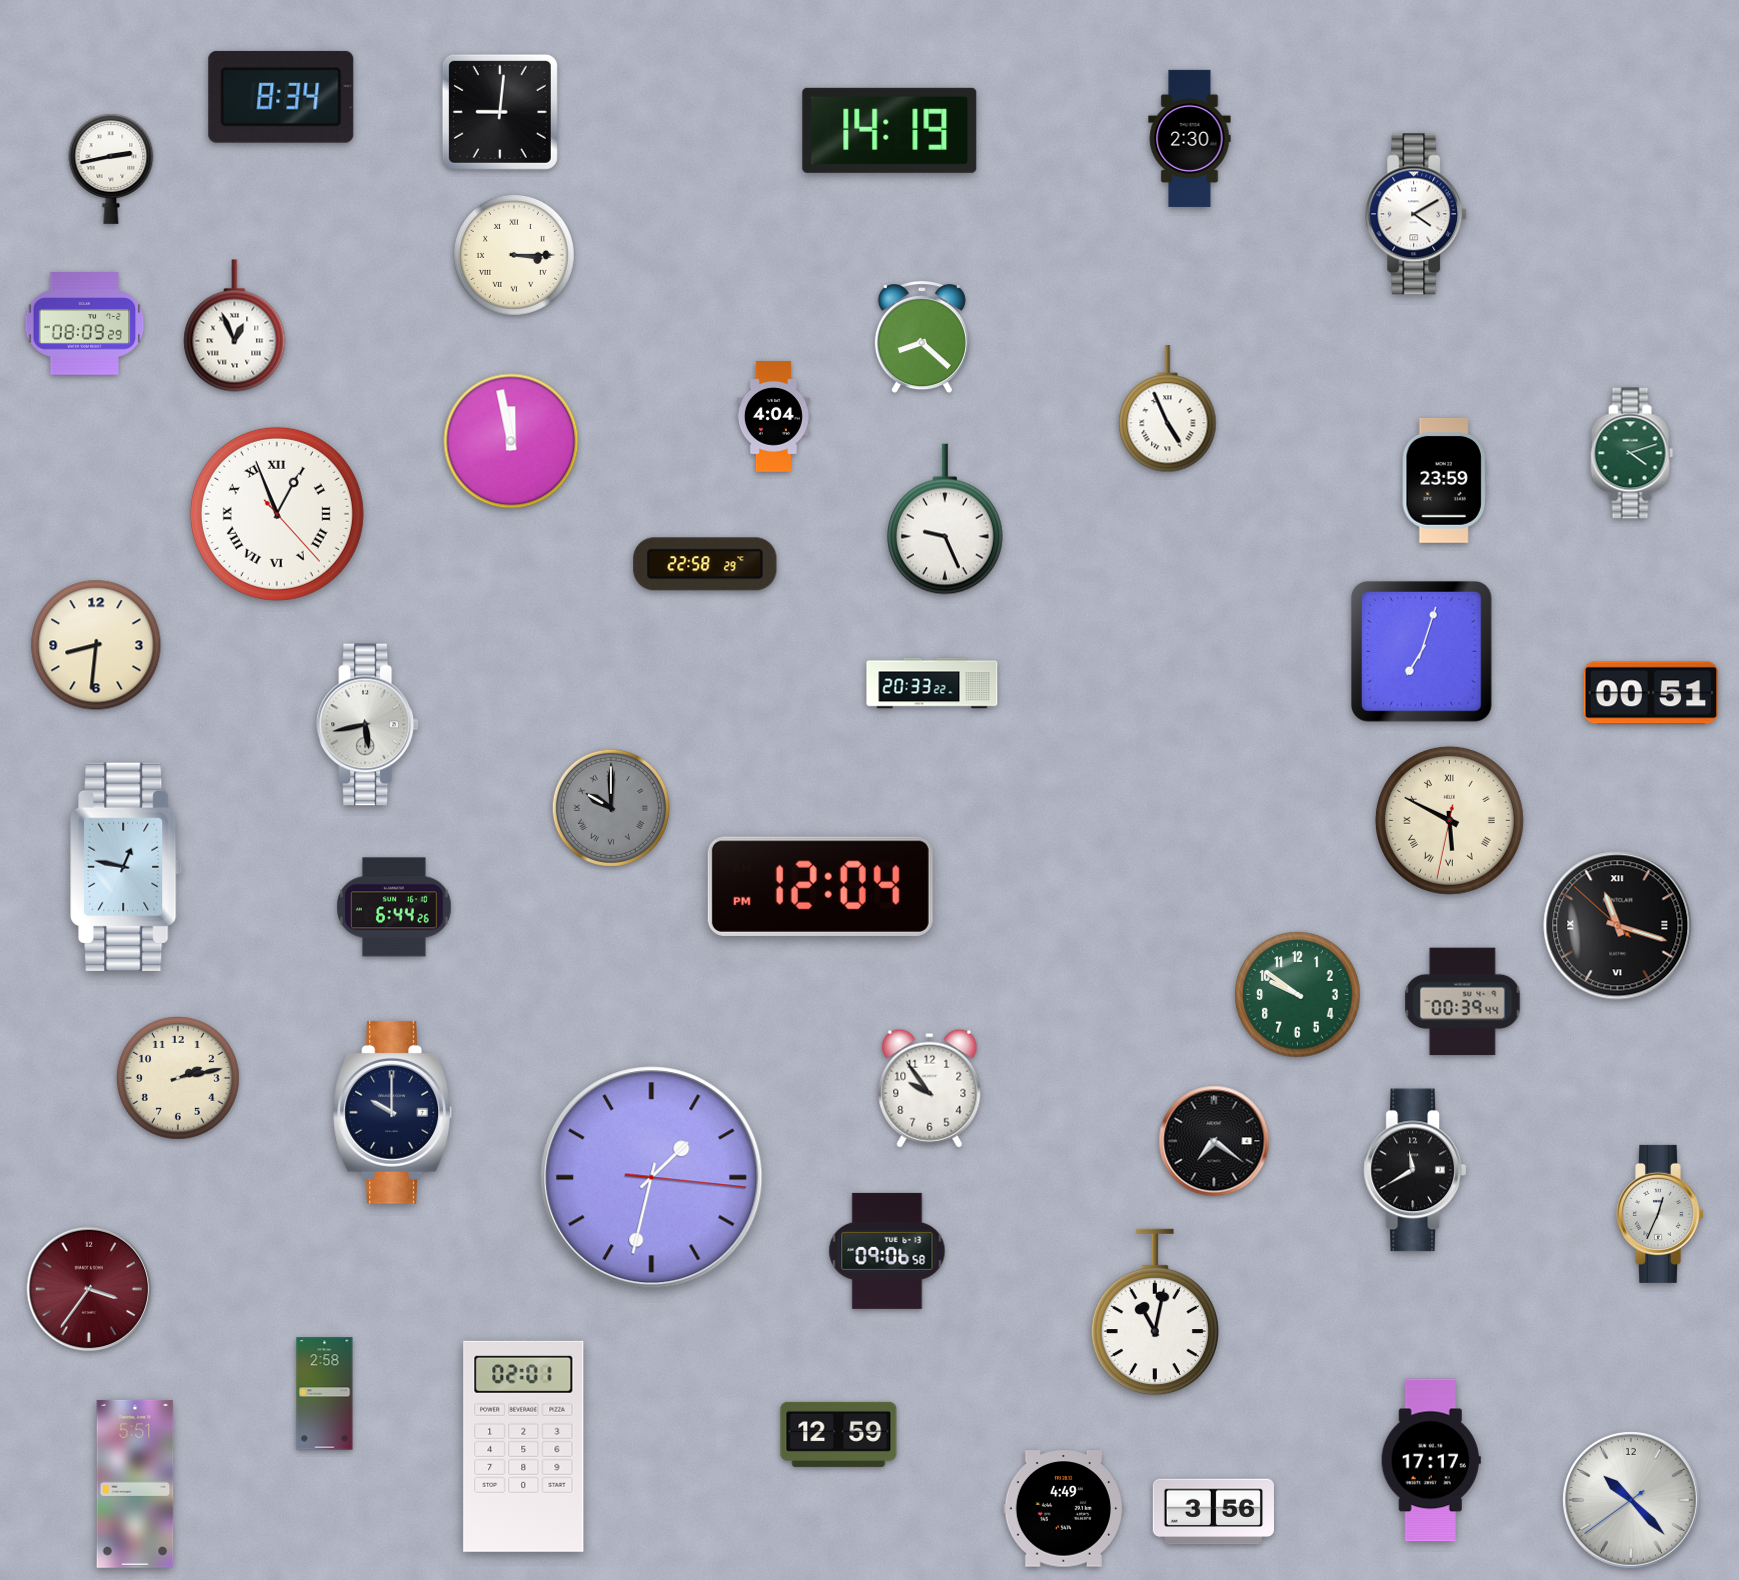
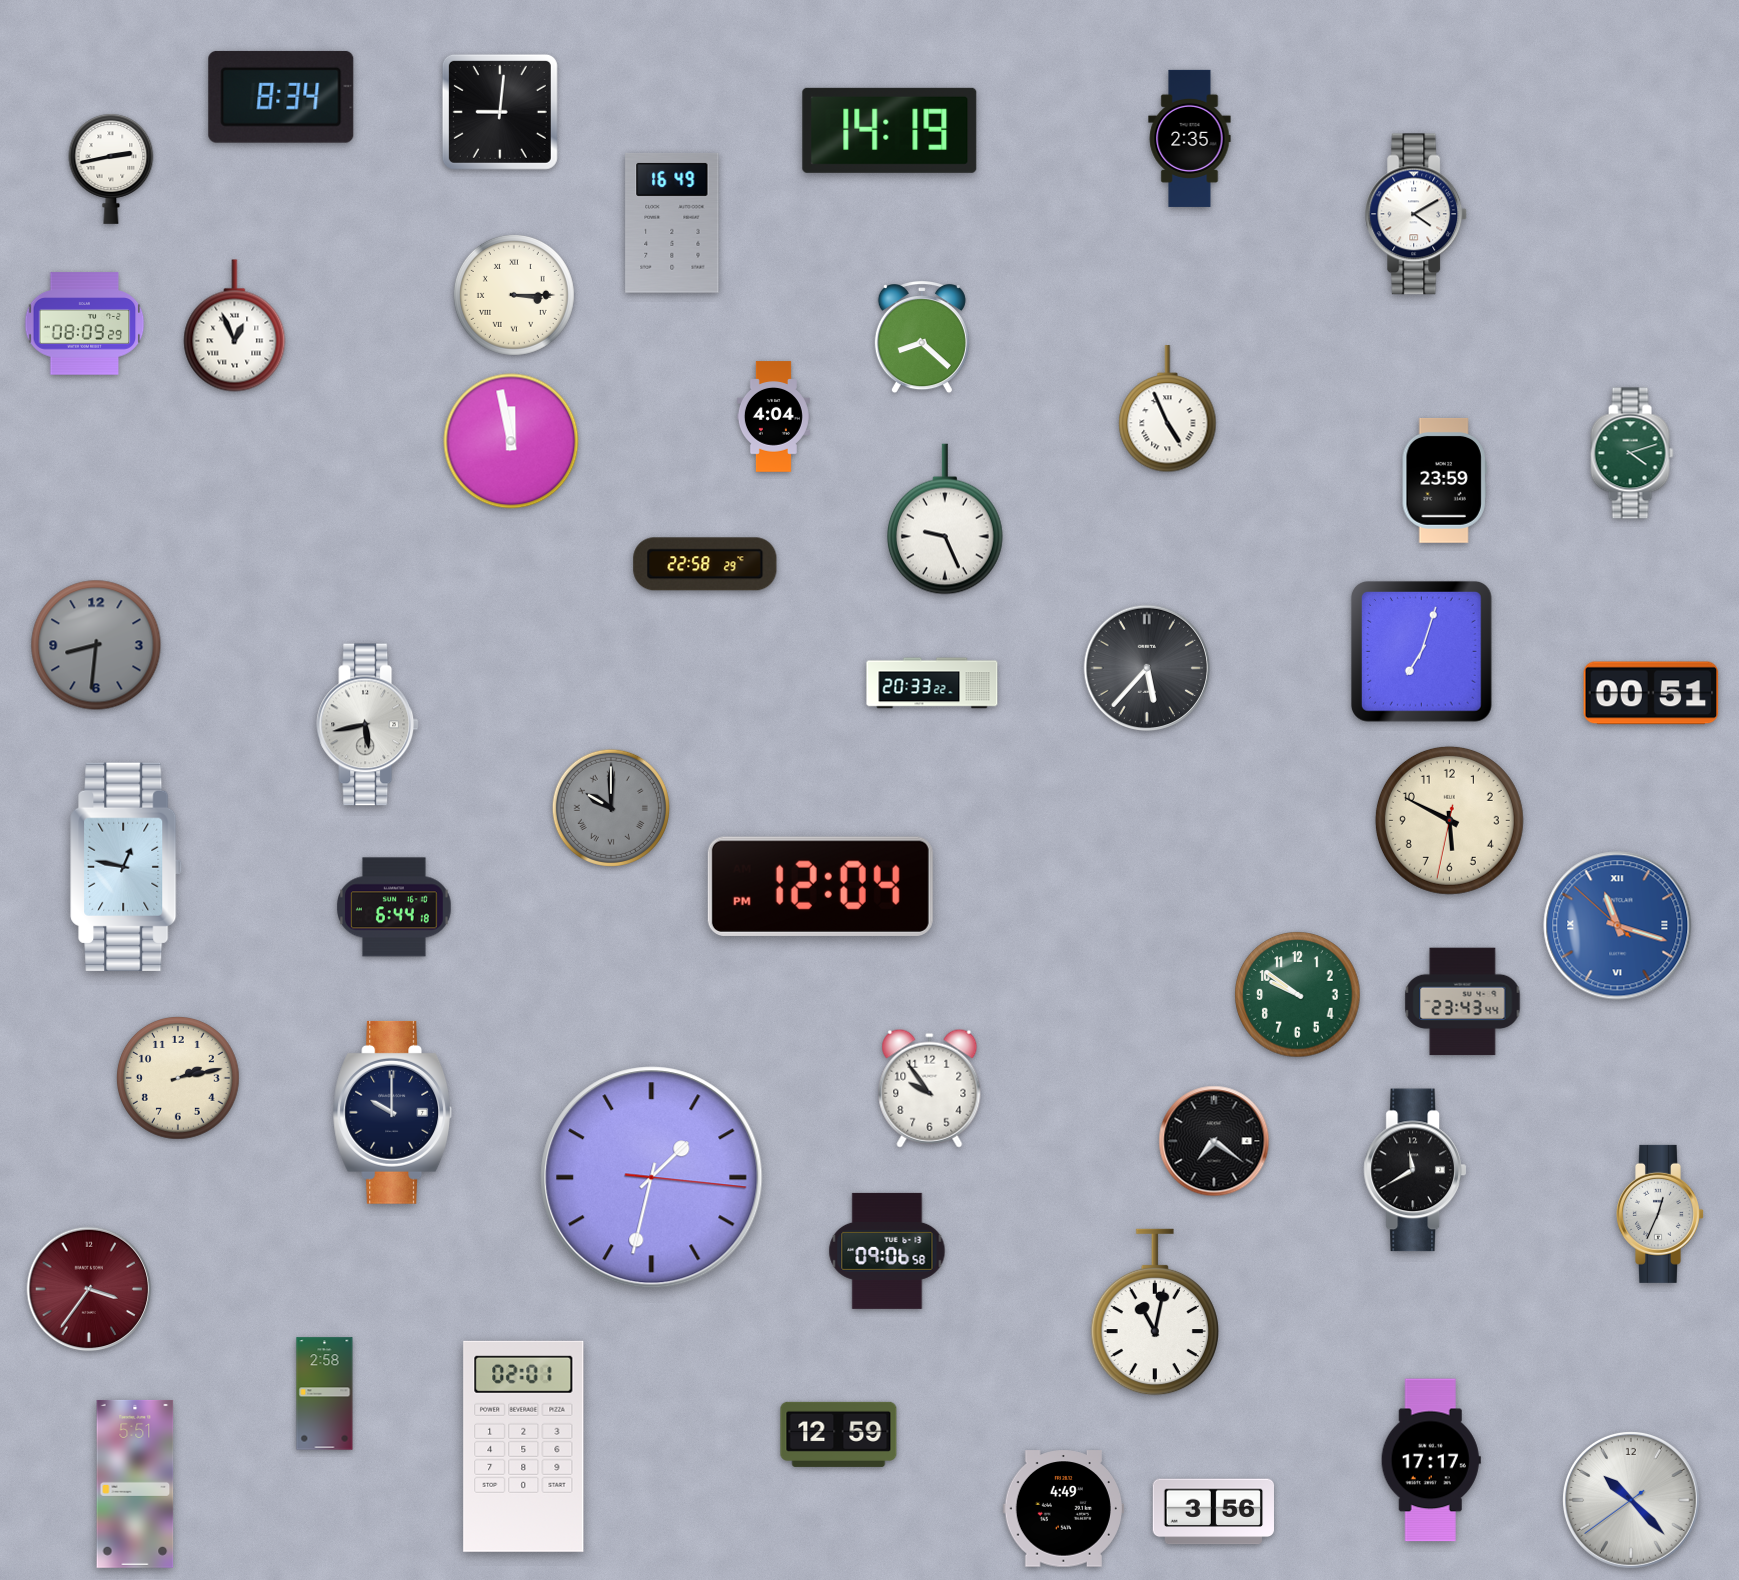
clock at (1190, 138): 2:30 -> 2:35
clock at (672, 223): none -> 16:49
clock at (514, 255) position: (514, 255) -> (514, 295)
clock at (277, 514): 12:56 -> none
clock at (96, 645) dial: cream -> grey
clock at (1146, 667): none -> 5:37
clock at (1449, 820) numerals: Roman -> Arabic
clock at (395, 907): 6:44:26 -> 6:44:18
clock at (1618, 926) dial: black -> blue
clock at (1463, 1002): 00:39 -> 23:43
